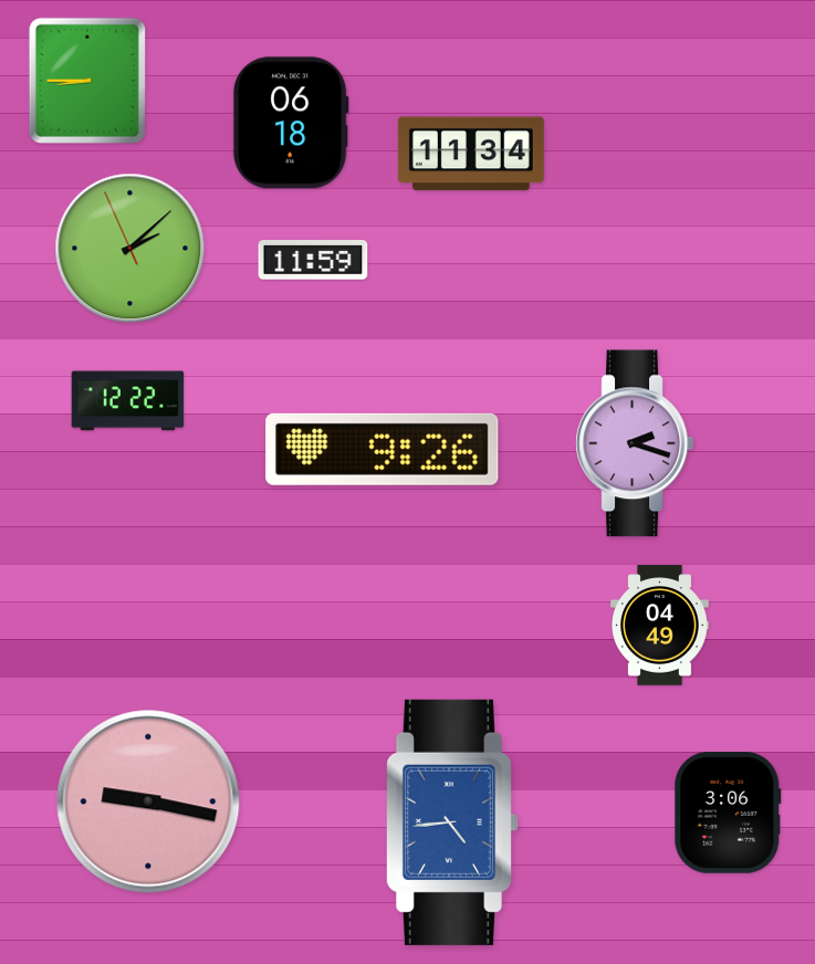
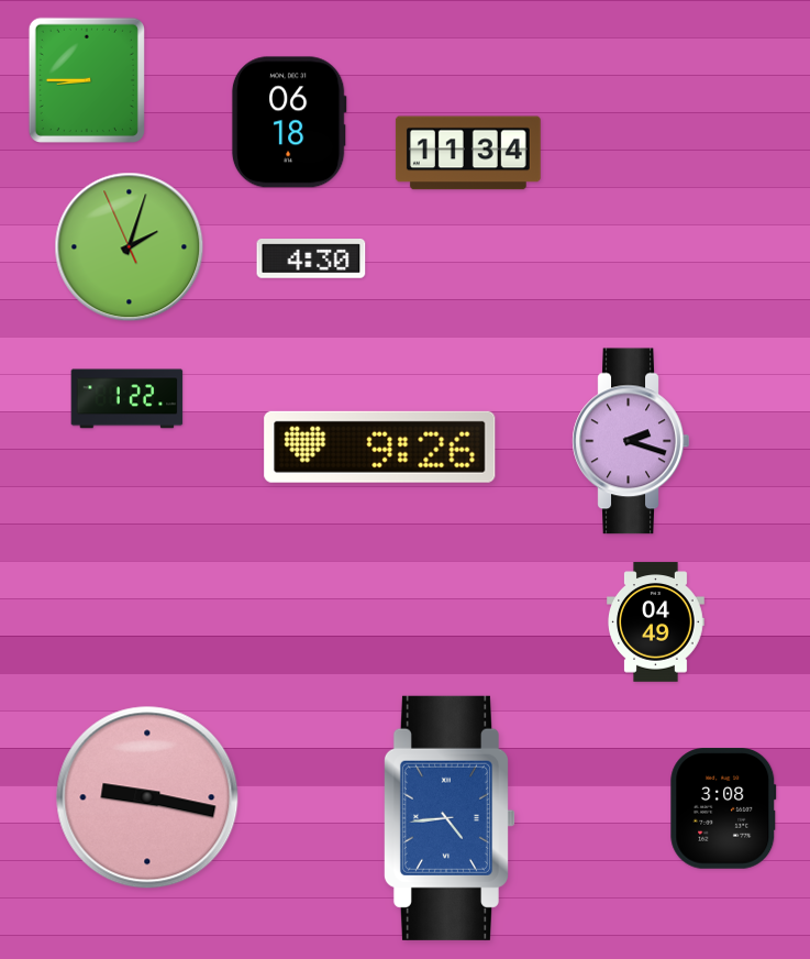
clock at (130, 249): 2:07 -> 2:02
clock at (313, 260): 11:59 -> 4:30
clock at (128, 401): 12:22 -> 1:22
clock at (728, 813): 3:06 -> 3:08
